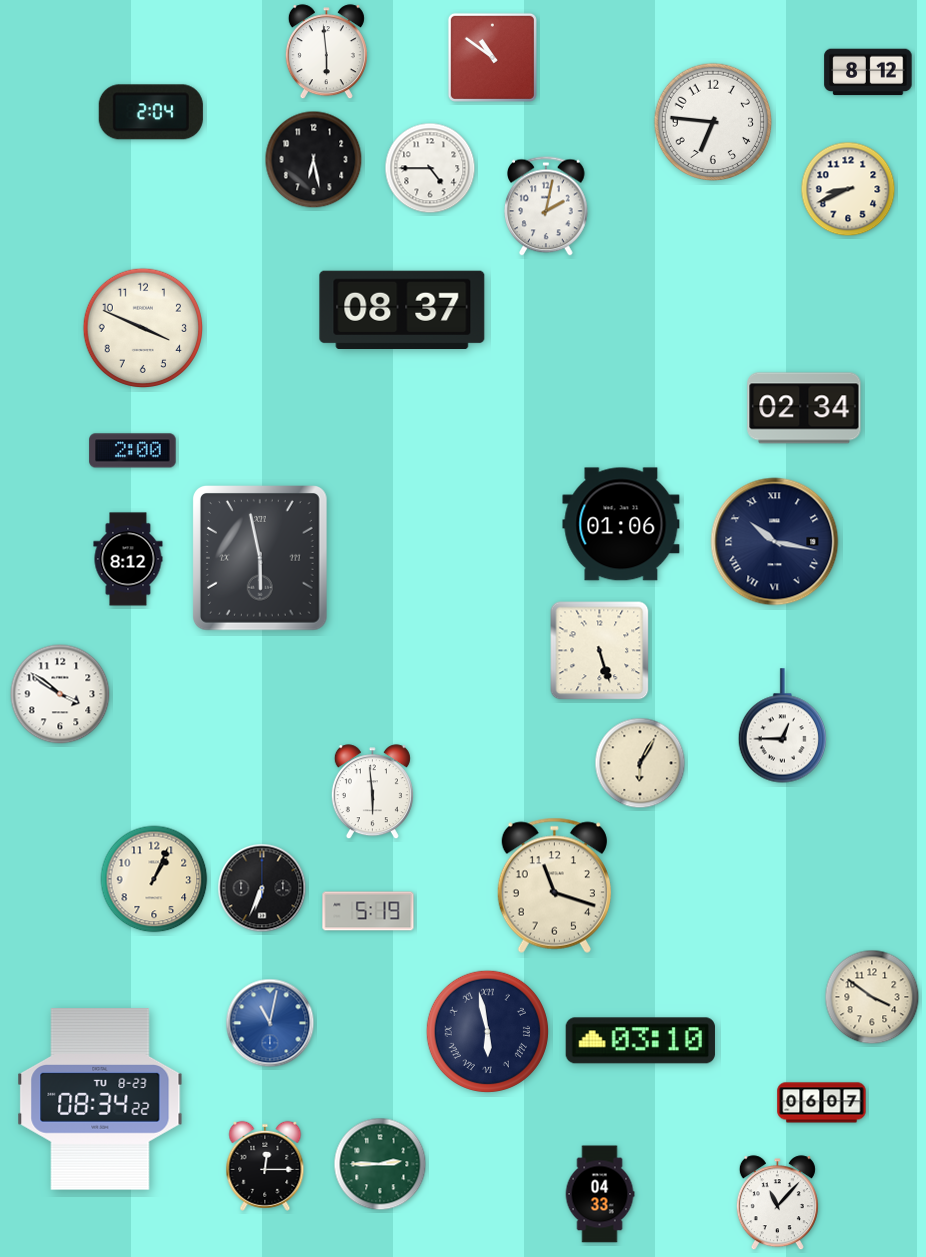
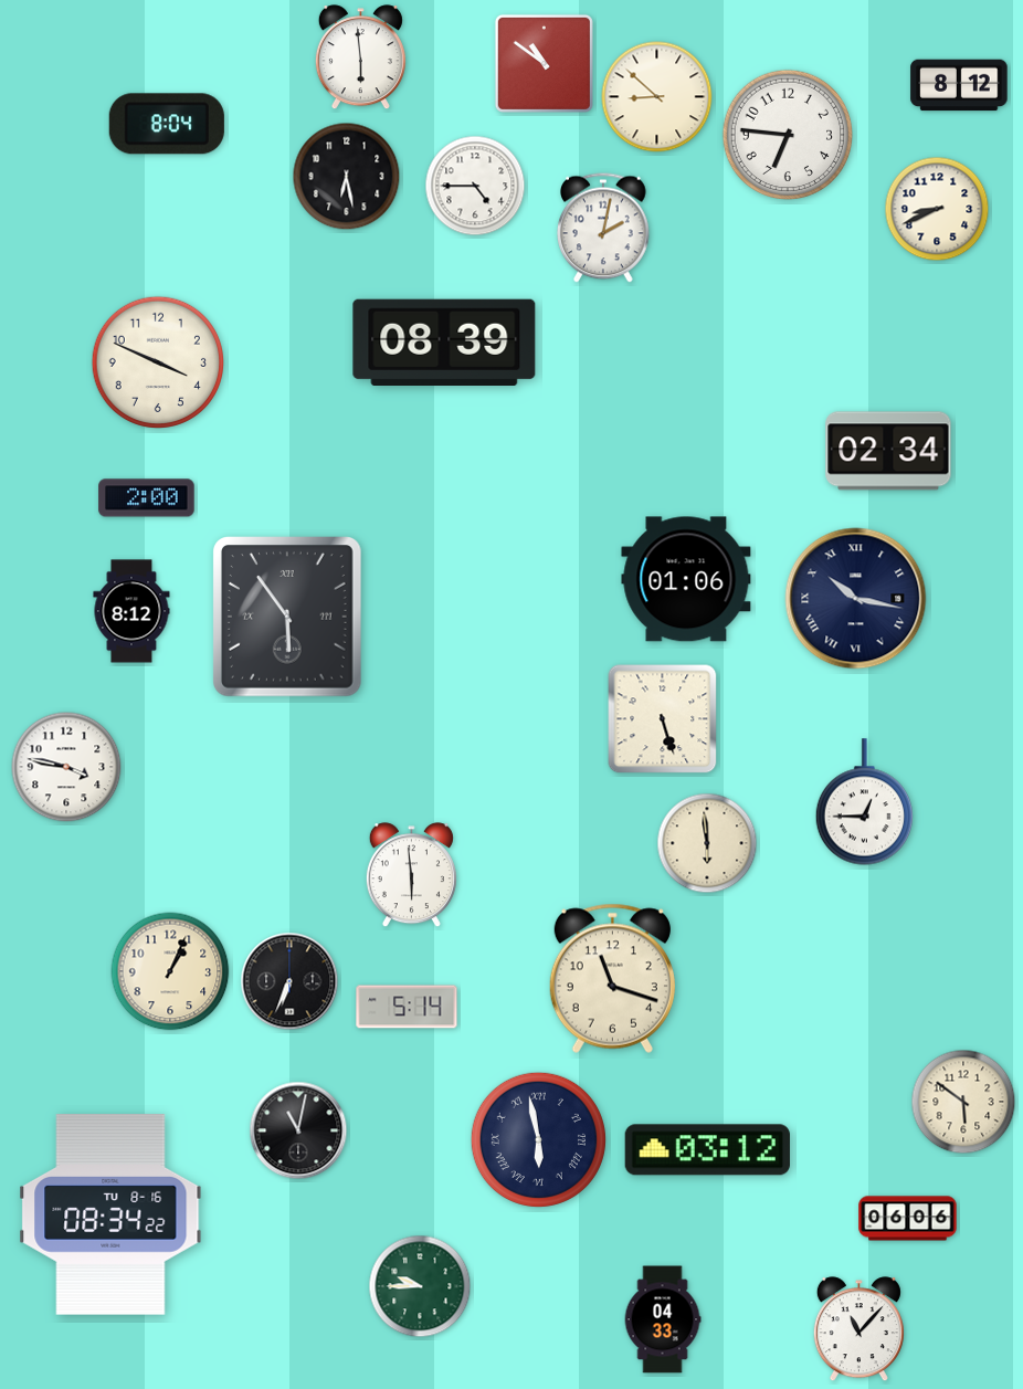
clock at (868, 72) position: (868, 72) -> (959, 85)
clock at (657, 97): none -> 8:52
clock at (151, 112): 2:04 -> 8:04
clock at (402, 309): 08:37 -> 08:39
clock at (128, 559) position: (128, 559) -> (131, 611)
clock at (261, 559): 5:58 -> 5:54
clock at (60, 694): 3:51 -> 3:47
clock at (640, 763): 6:05 -> 5:59
clock at (368, 911): 5:19 -> 5:14
clock at (872, 997): 3:51 -> 5:51
clock at (270, 1023) dial: blue -> black
clock at (640, 1041): 03:10 -> 03:12
clock at (100, 1099) date: TU 8-23 -> TU 8-16
clock at (822, 1103): 06:07 -> 06:06
clock at (380, 1164): 2:45 -> 9:45
clock at (265, 1166): 12:15 -> none
